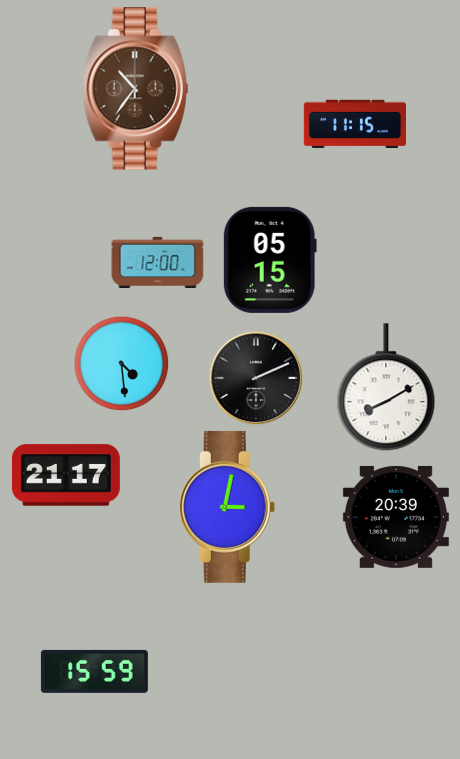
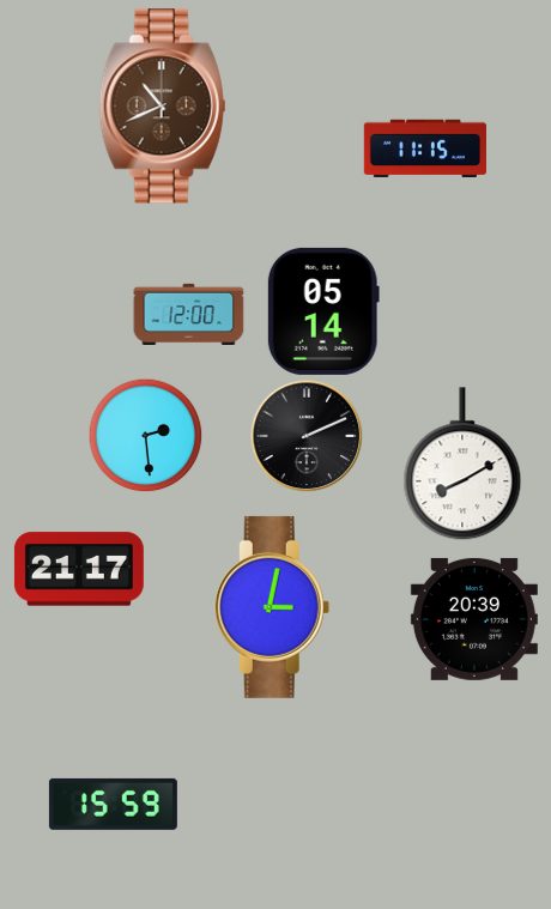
clock at (136, 89): 10:36 -> 10:41
clock at (270, 260): 05:15 -> 05:14
clock at (121, 363): 4:29 -> 2:29
clock at (256, 378) position: (256, 378) -> (307, 436)
